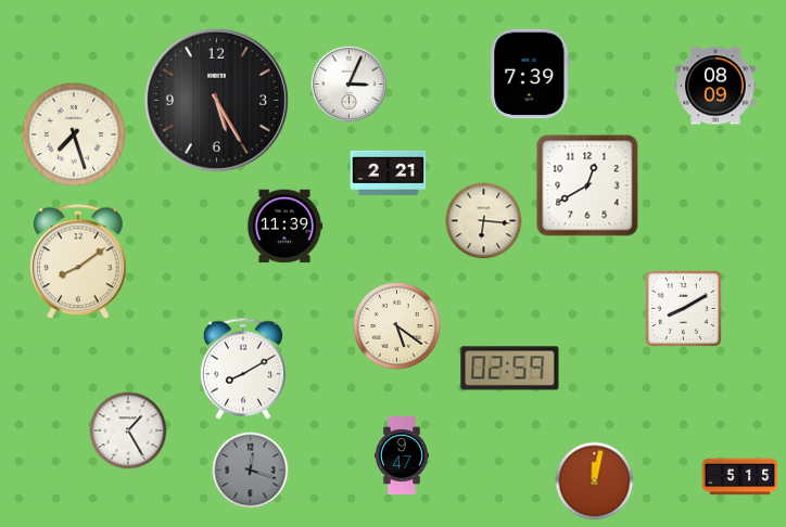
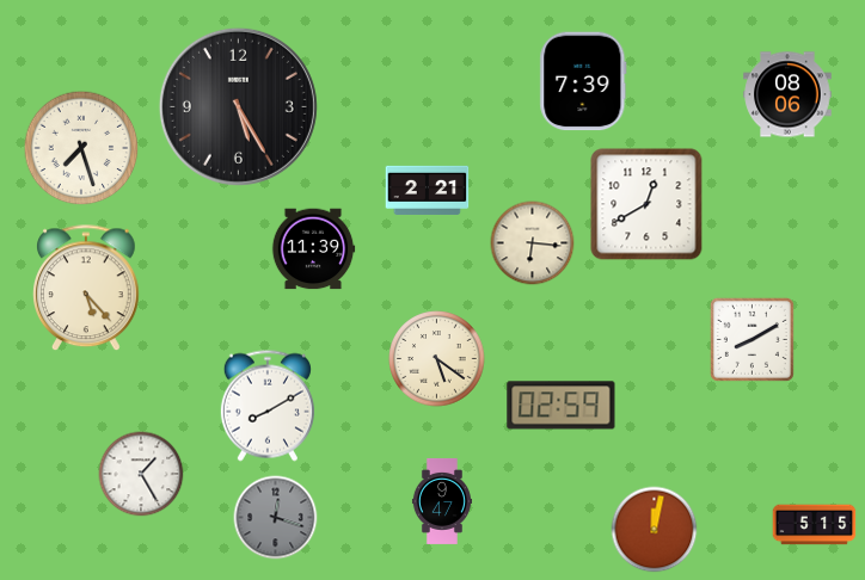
clock at (350, 85): 3:04 -> none
clock at (715, 86): 08:09 -> 08:06
clock at (216, 100) position: (216, 100) -> (238, 106)
clock at (79, 262): 8:09 -> 5:23
